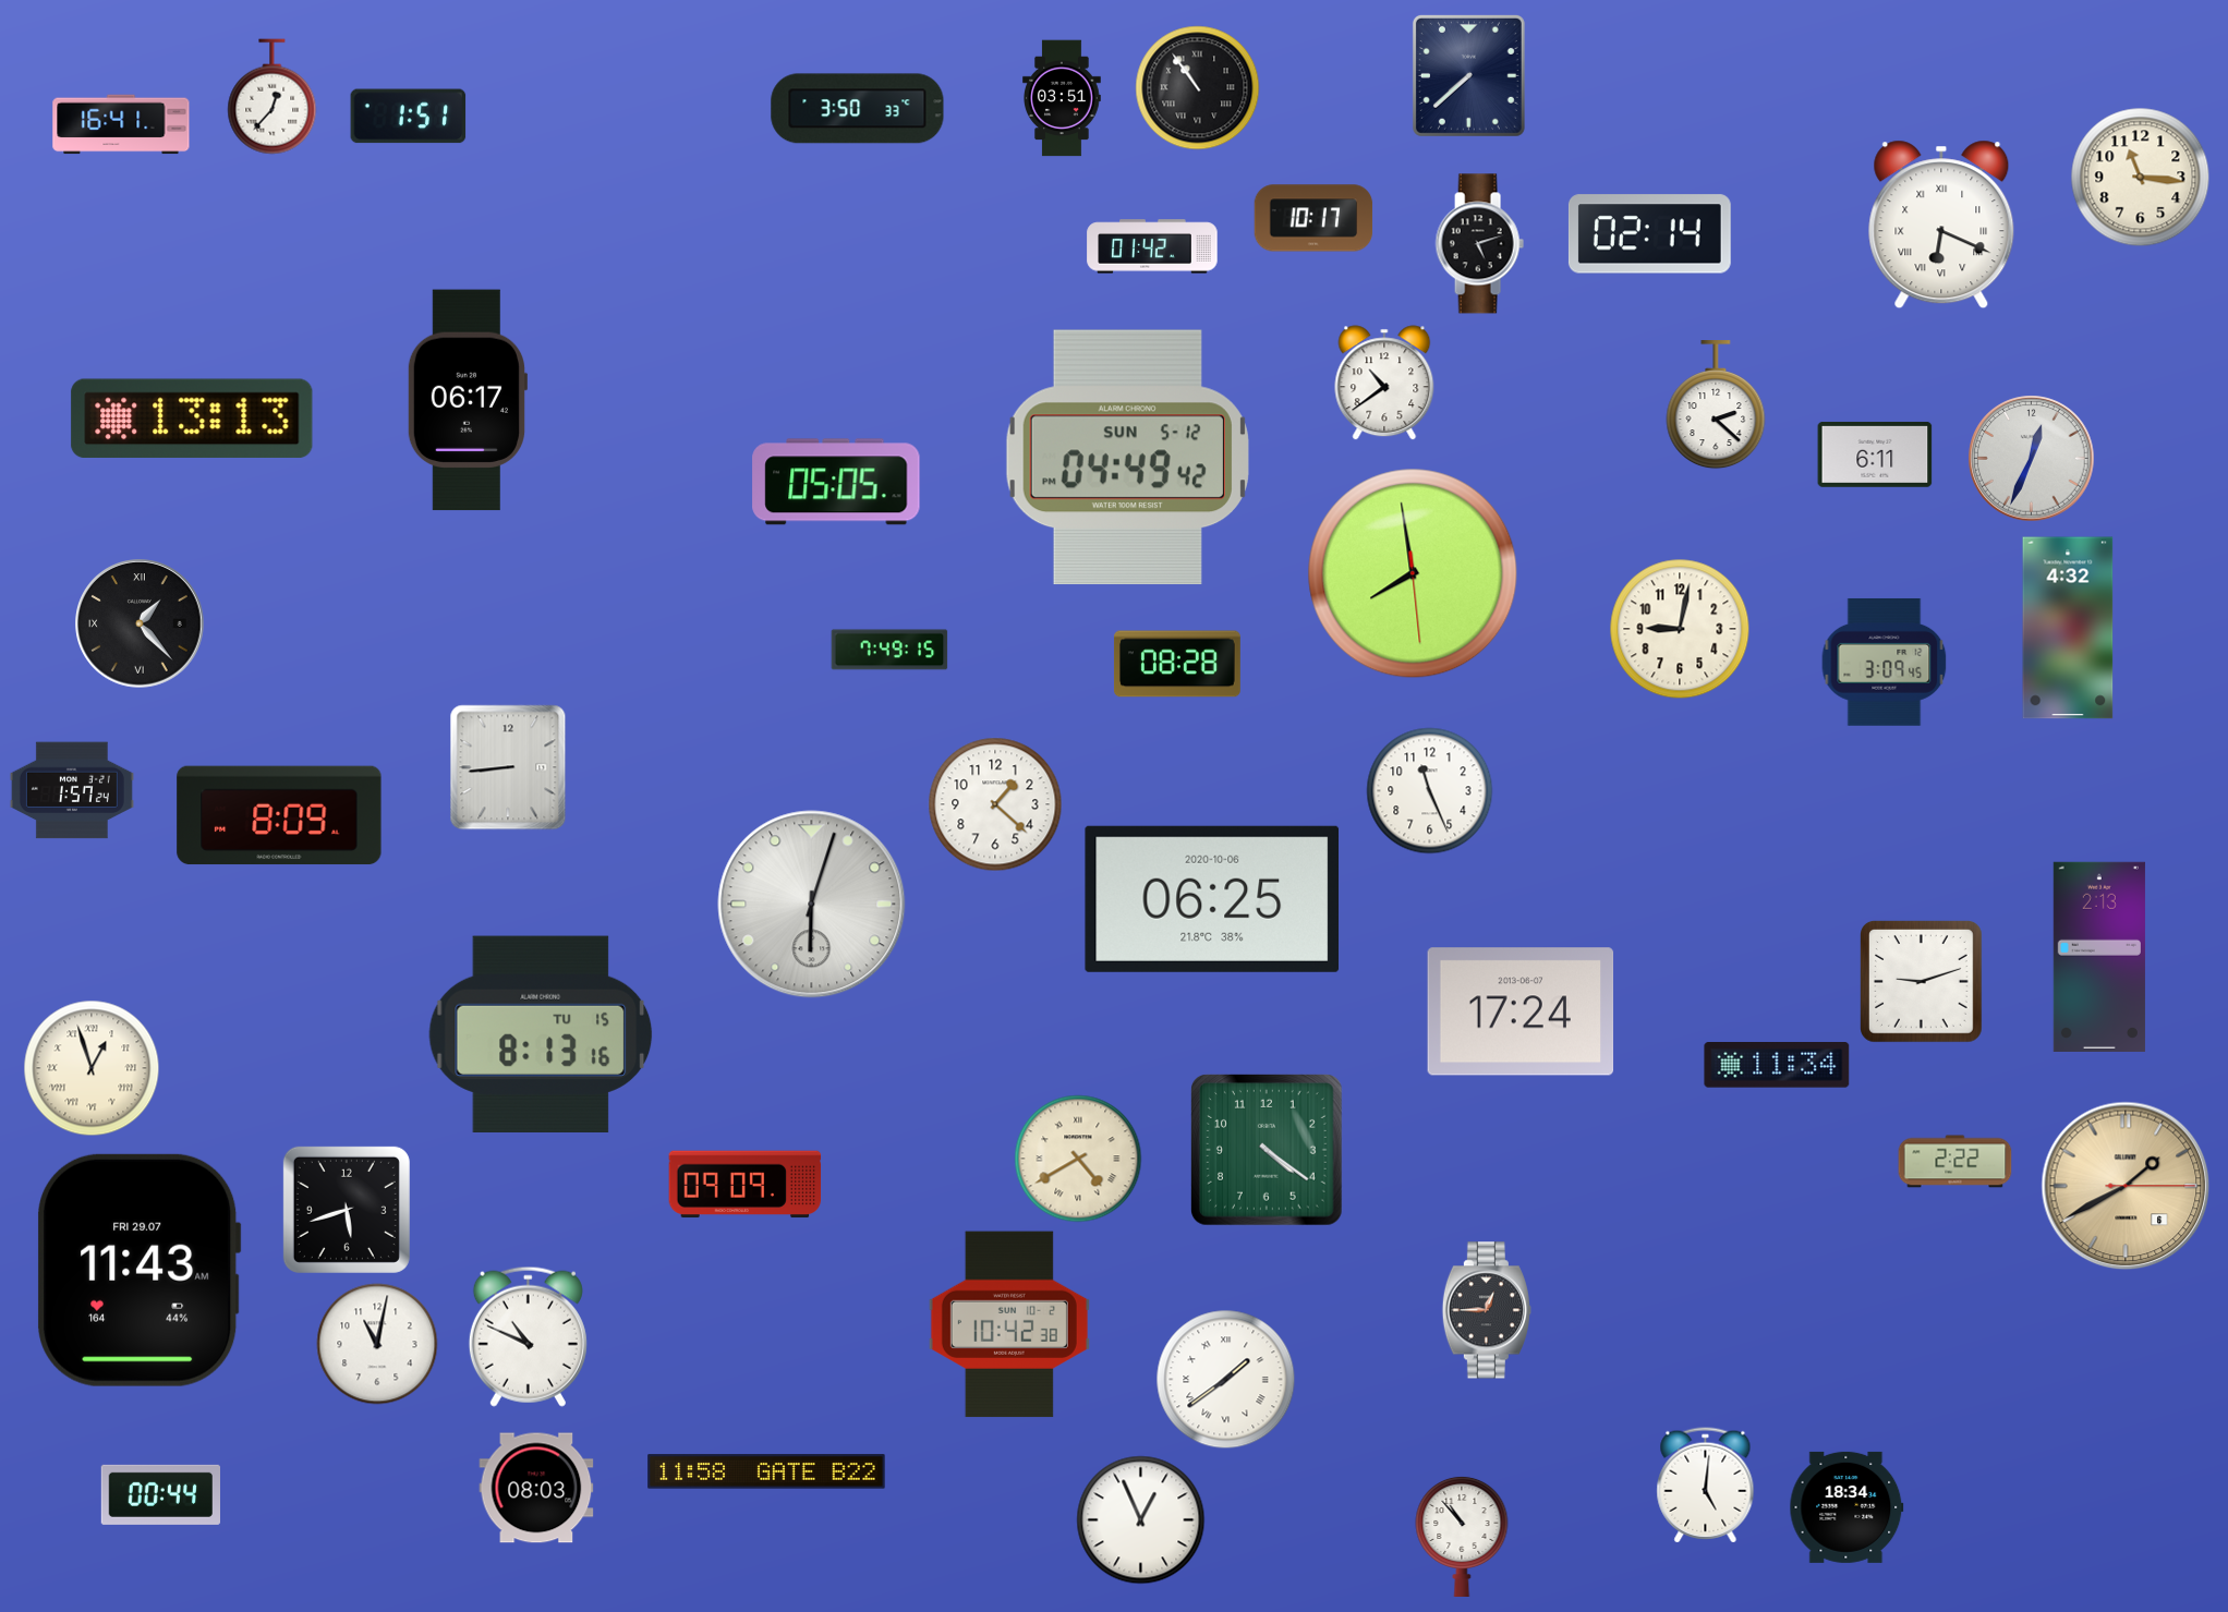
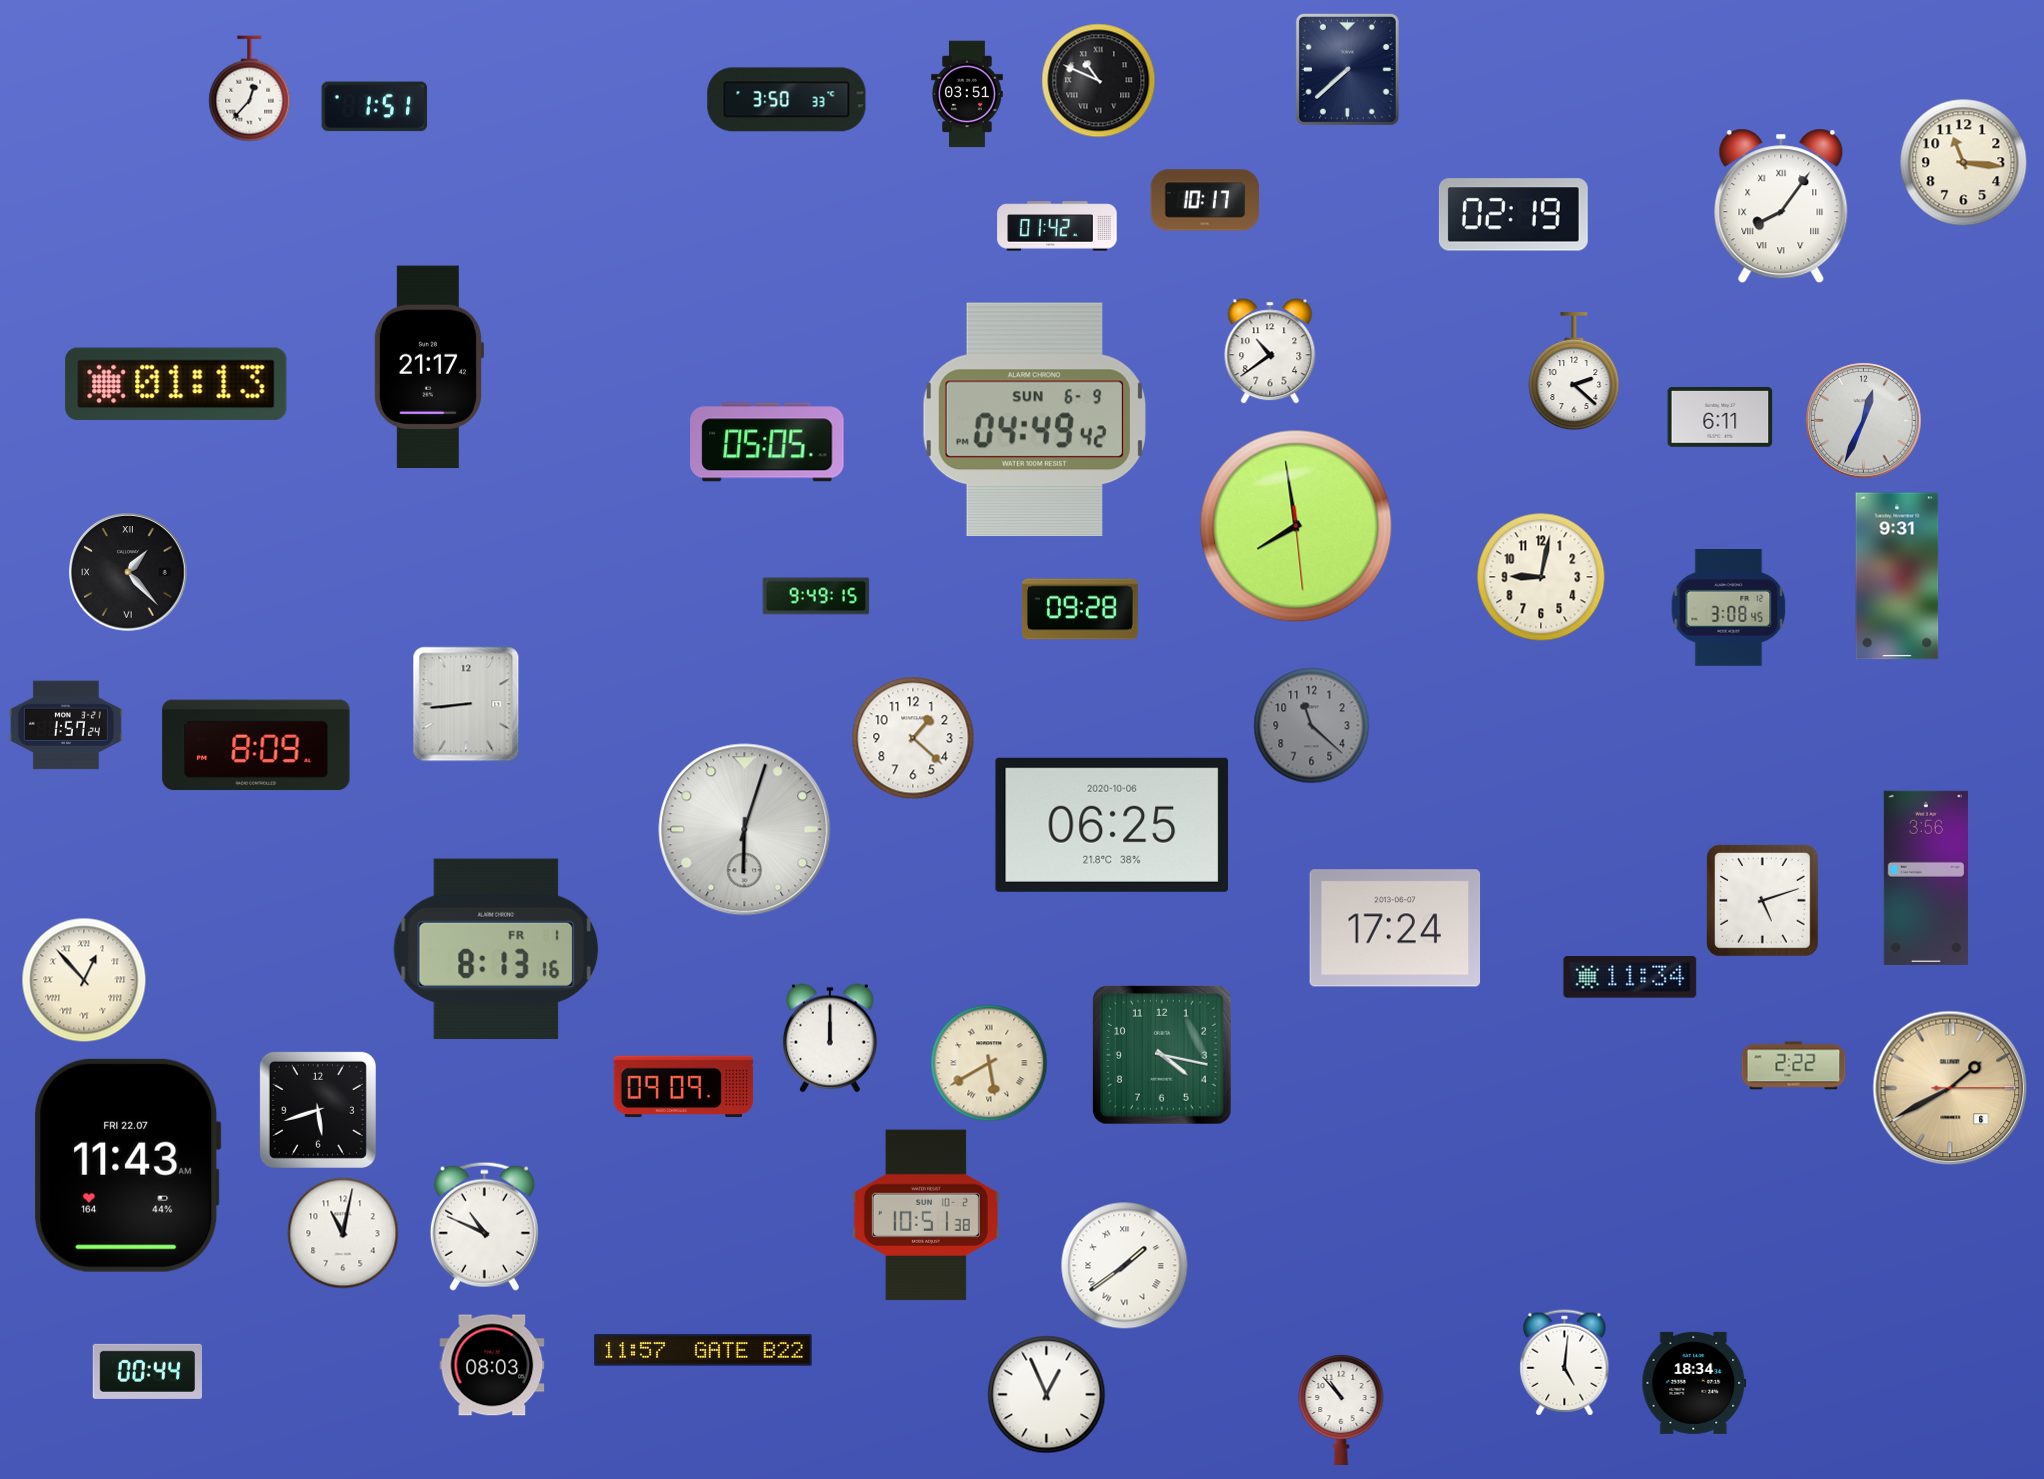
clock at (1198, 88): 10:54 -> 10:49
clock at (1063, 98) position: (1063, 98) -> (968, 94)
clock at (121, 124): 16:41 -> none
clock at (1941, 225): 6:19 -> 8:06
clock at (1649, 234): 02:14 -> 02:19
clock at (1479, 244): 5:12 -> none
clock at (467, 400): 06:17 -> 21:17
clock at (192, 417): 13:13 -> 01:13
clock at (1127, 458) date: SUN 5-12 -> SUN 6-9
clock at (2068, 628): 4:32 -> 9:31
clock at (889, 650): 7:49 -> 9:49
clock at (1885, 662): 3:09 -> 3:08
clock at (1177, 664): 08:28 -> 09:28
clock at (1430, 791): 11:26 -> 11:22
clock at (1430, 791) dial: white -> grey
clock at (279, 815) position: (279, 815) -> (256, 745)
clock at (2099, 957): 2:13 -> 3:56
clock at (1922, 982): 9:12 -> 5:12
clock at (541, 1033) date: TU 15 -> FR 1
clock at (92, 1068): 12:57 -> 12:53
clock at (830, 1038): none -> 12:00
clock at (1268, 1151): 4:21 -> 4:17
clock at (1078, 1159): 4:40 -> 5:40
clock at (140, 1270) date: FRI 29.07 -> FRI 22.07
clock at (1487, 1310): 12:45 -> none
clock at (1009, 1324): 10:42 -> 10:51
clock at (377, 1344) position: (377, 1344) -> (343, 1233)
clock at (766, 1471): 11:58 -> 11:57
